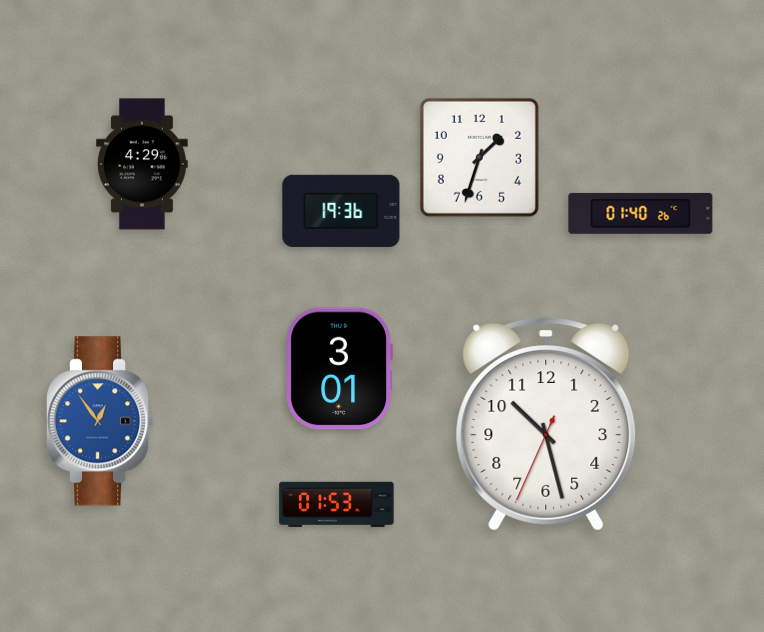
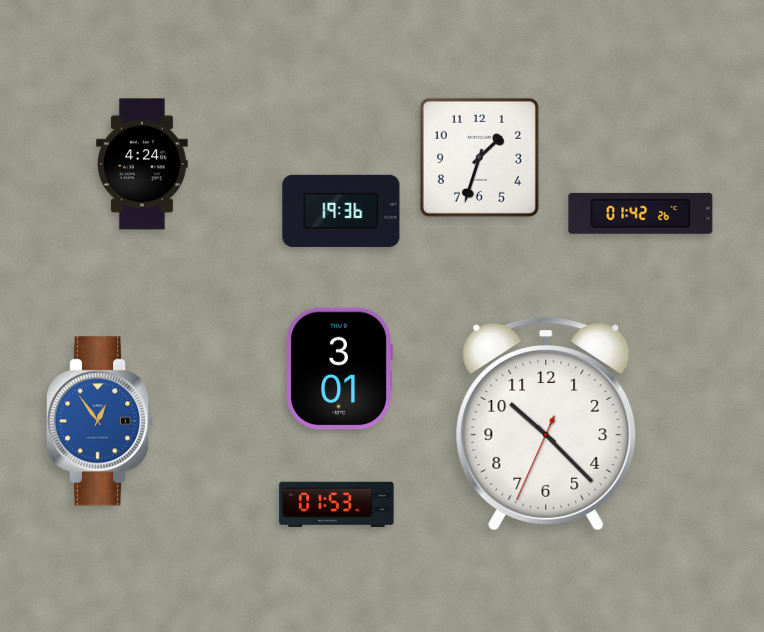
clock at (142, 164): 4:29 -> 4:24
clock at (641, 213): 01:40 -> 01:42
clock at (546, 424): 10:27 -> 10:22
